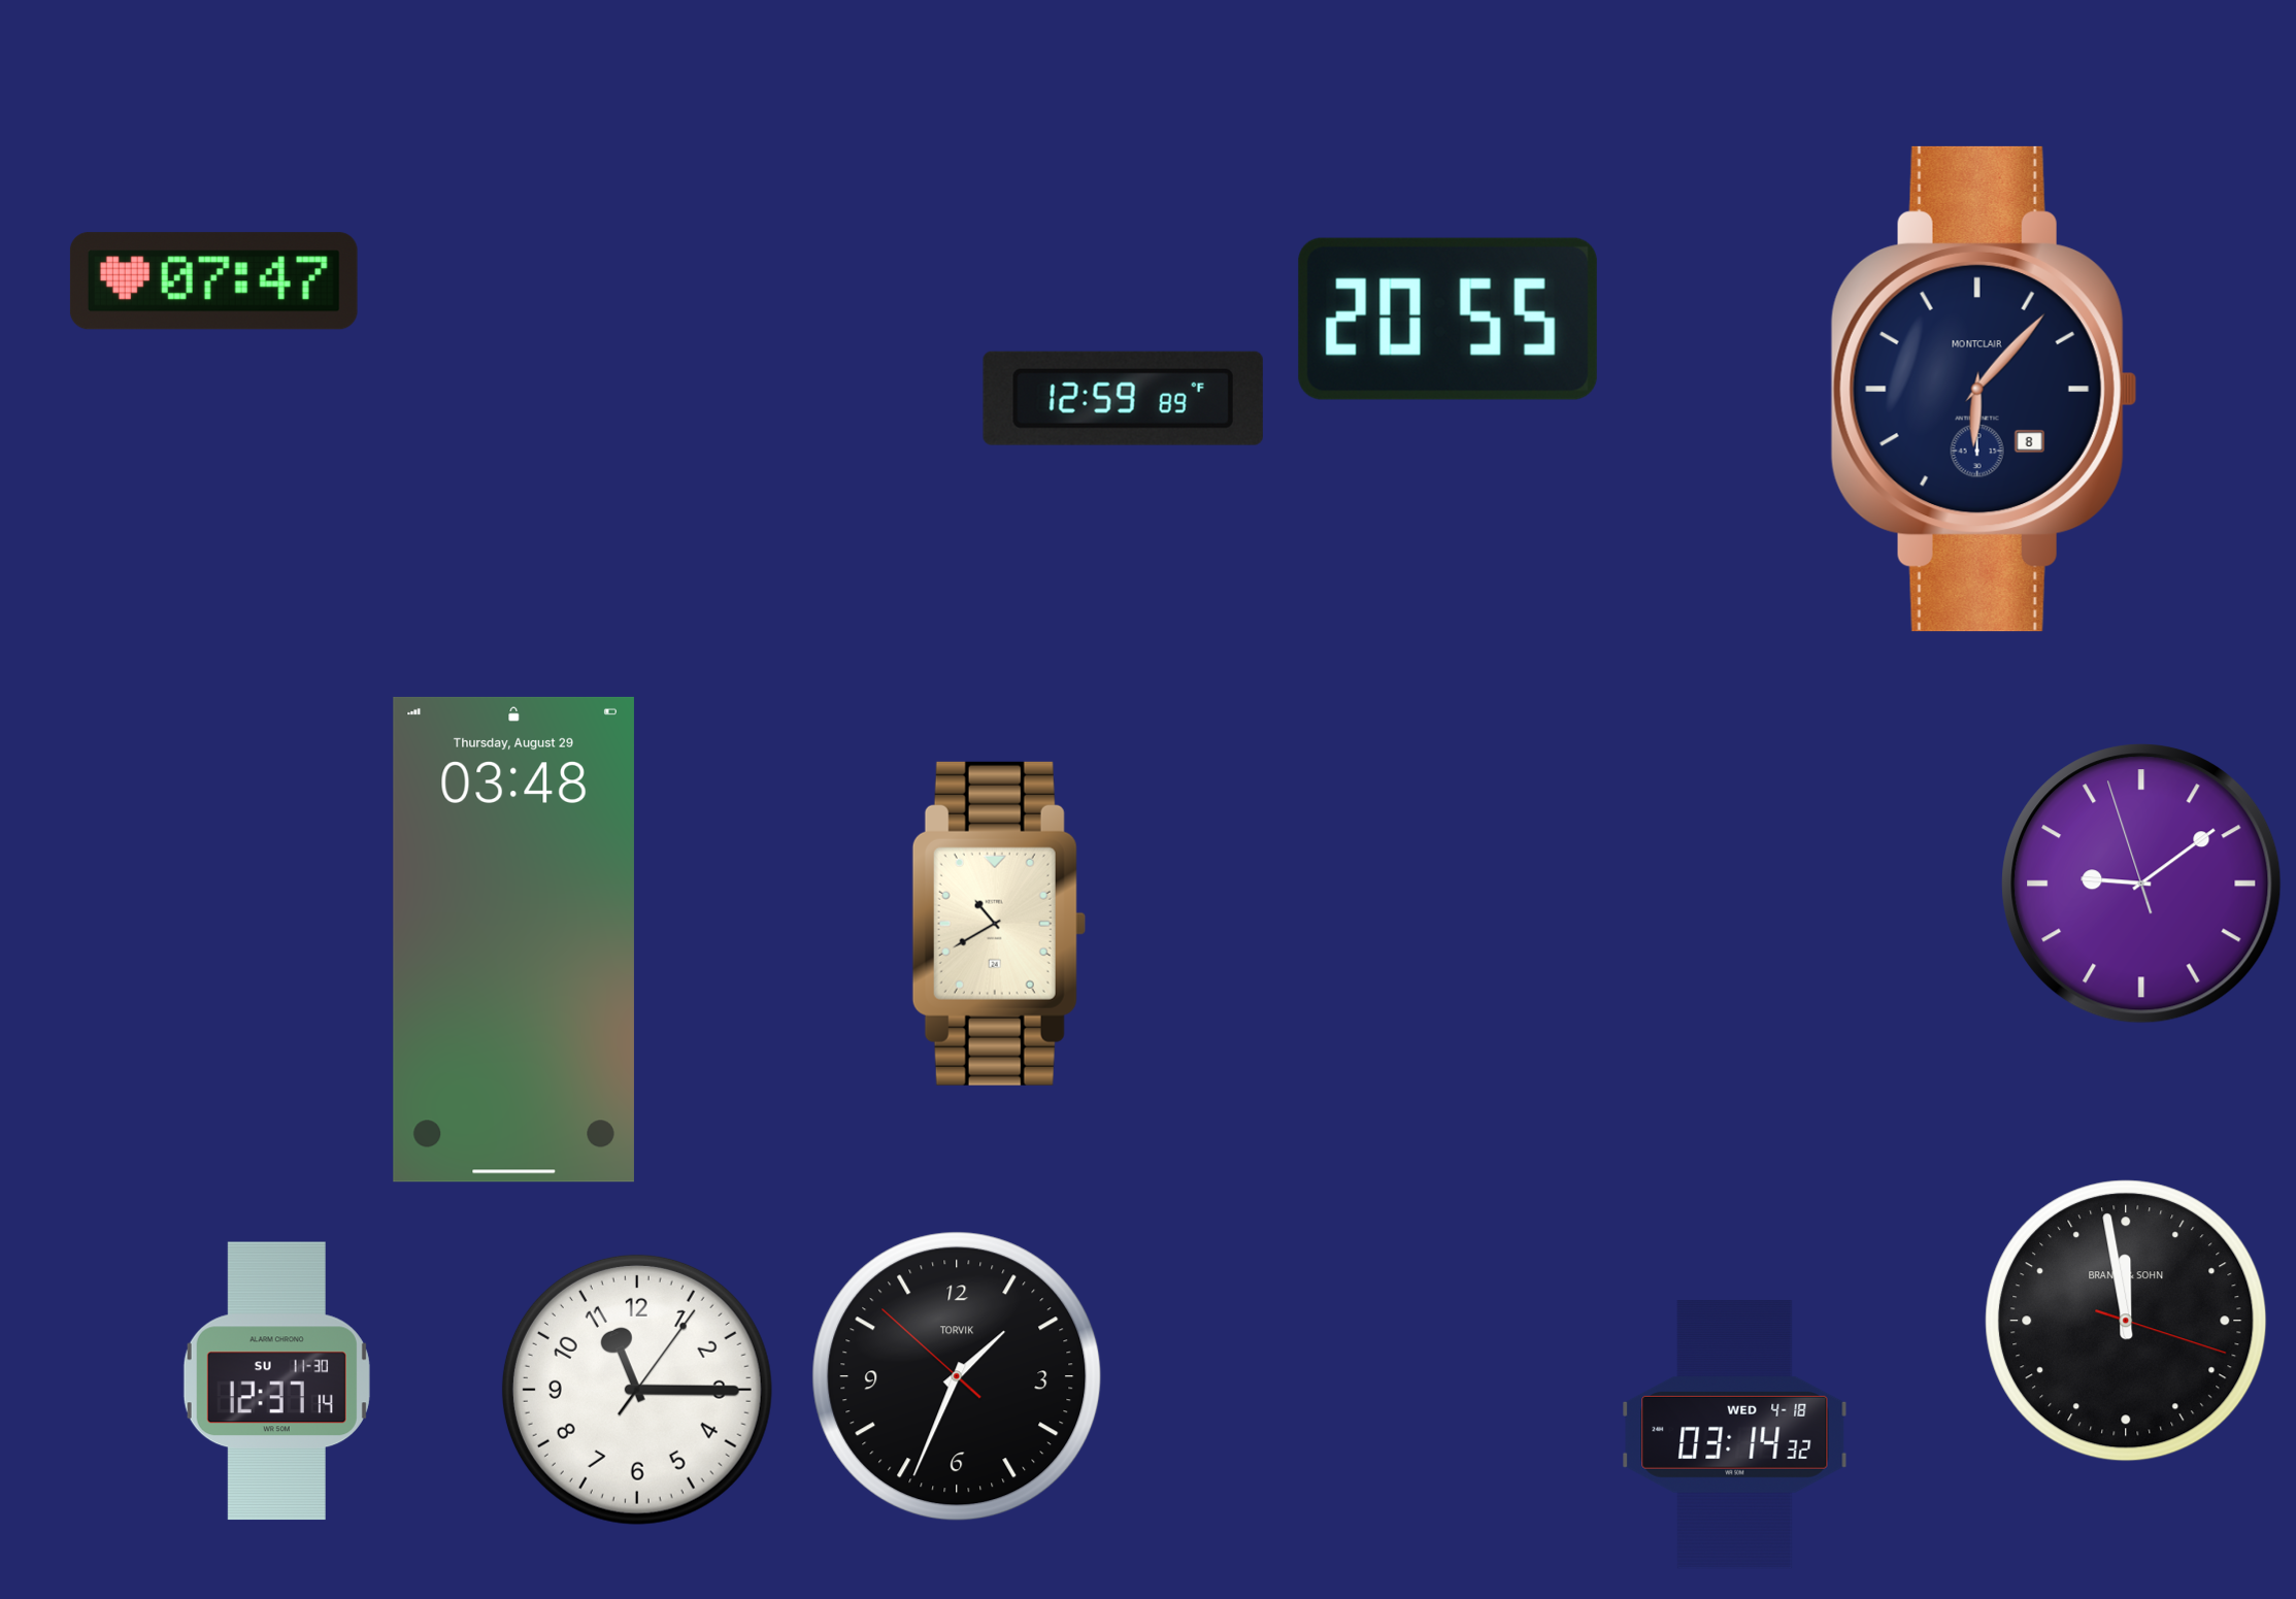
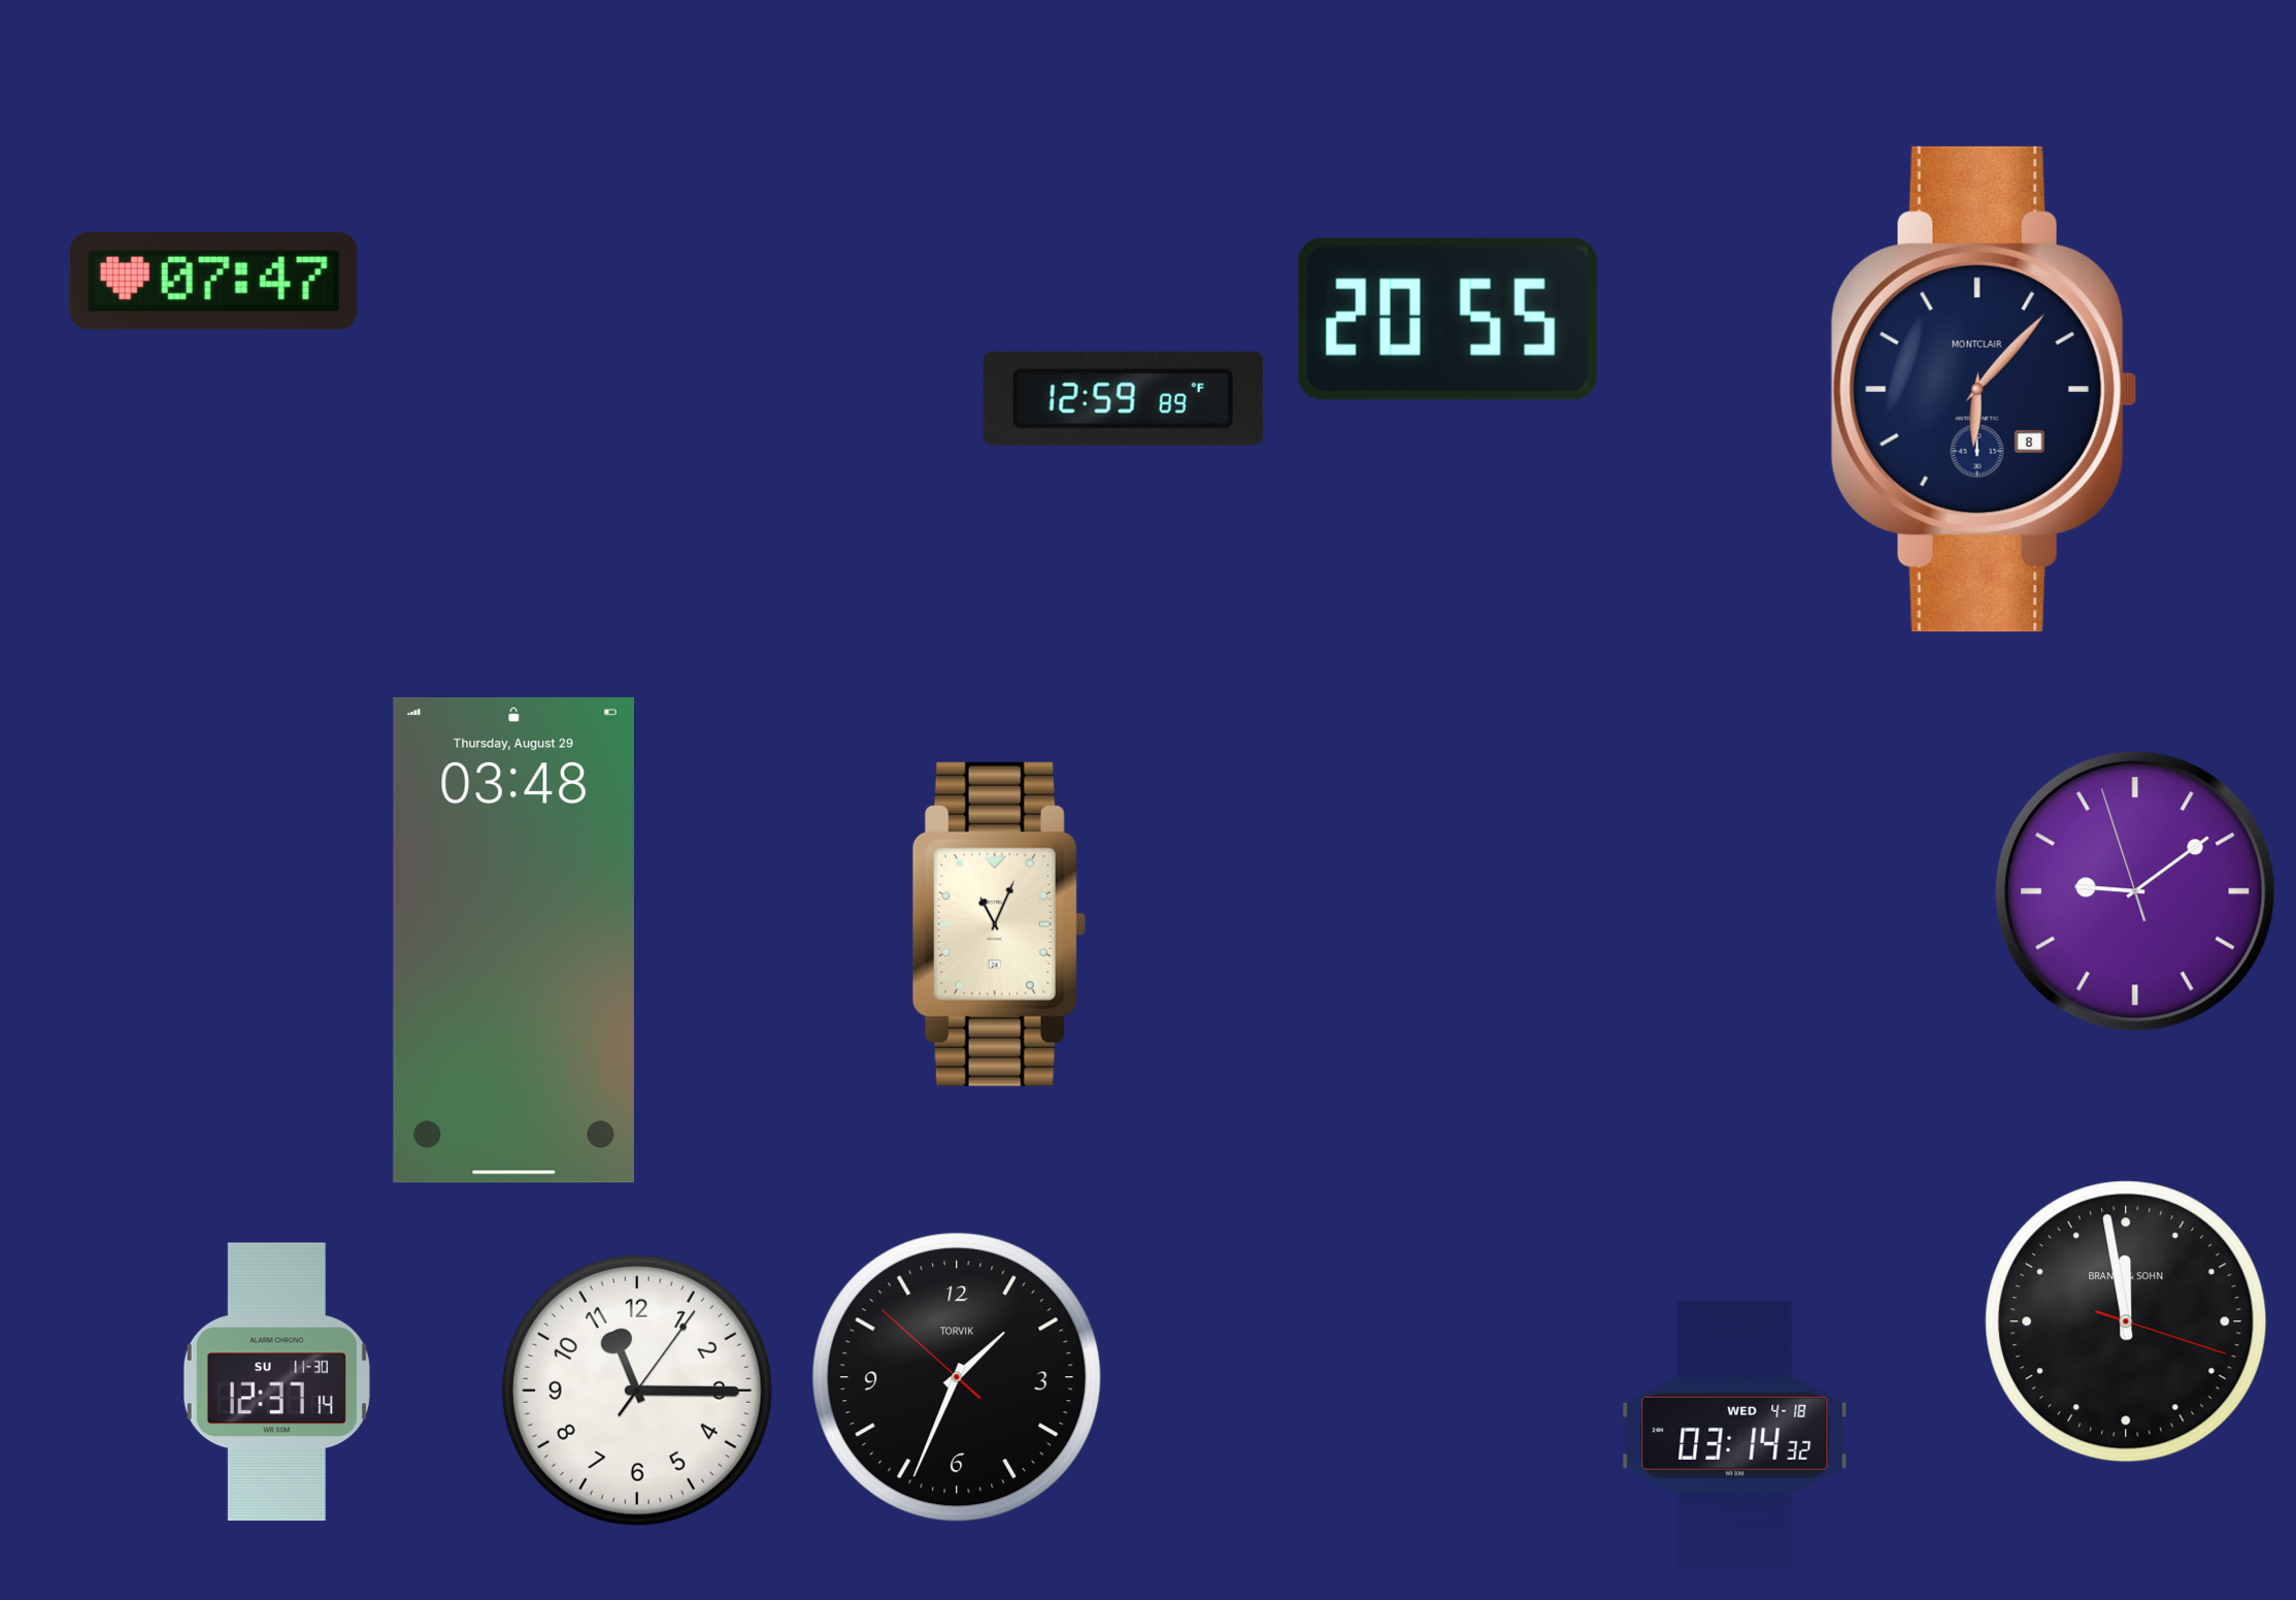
clock at (2141, 884) position: (2141, 884) -> (2135, 891)
clock at (999, 924): 10:40 -> 11:04
